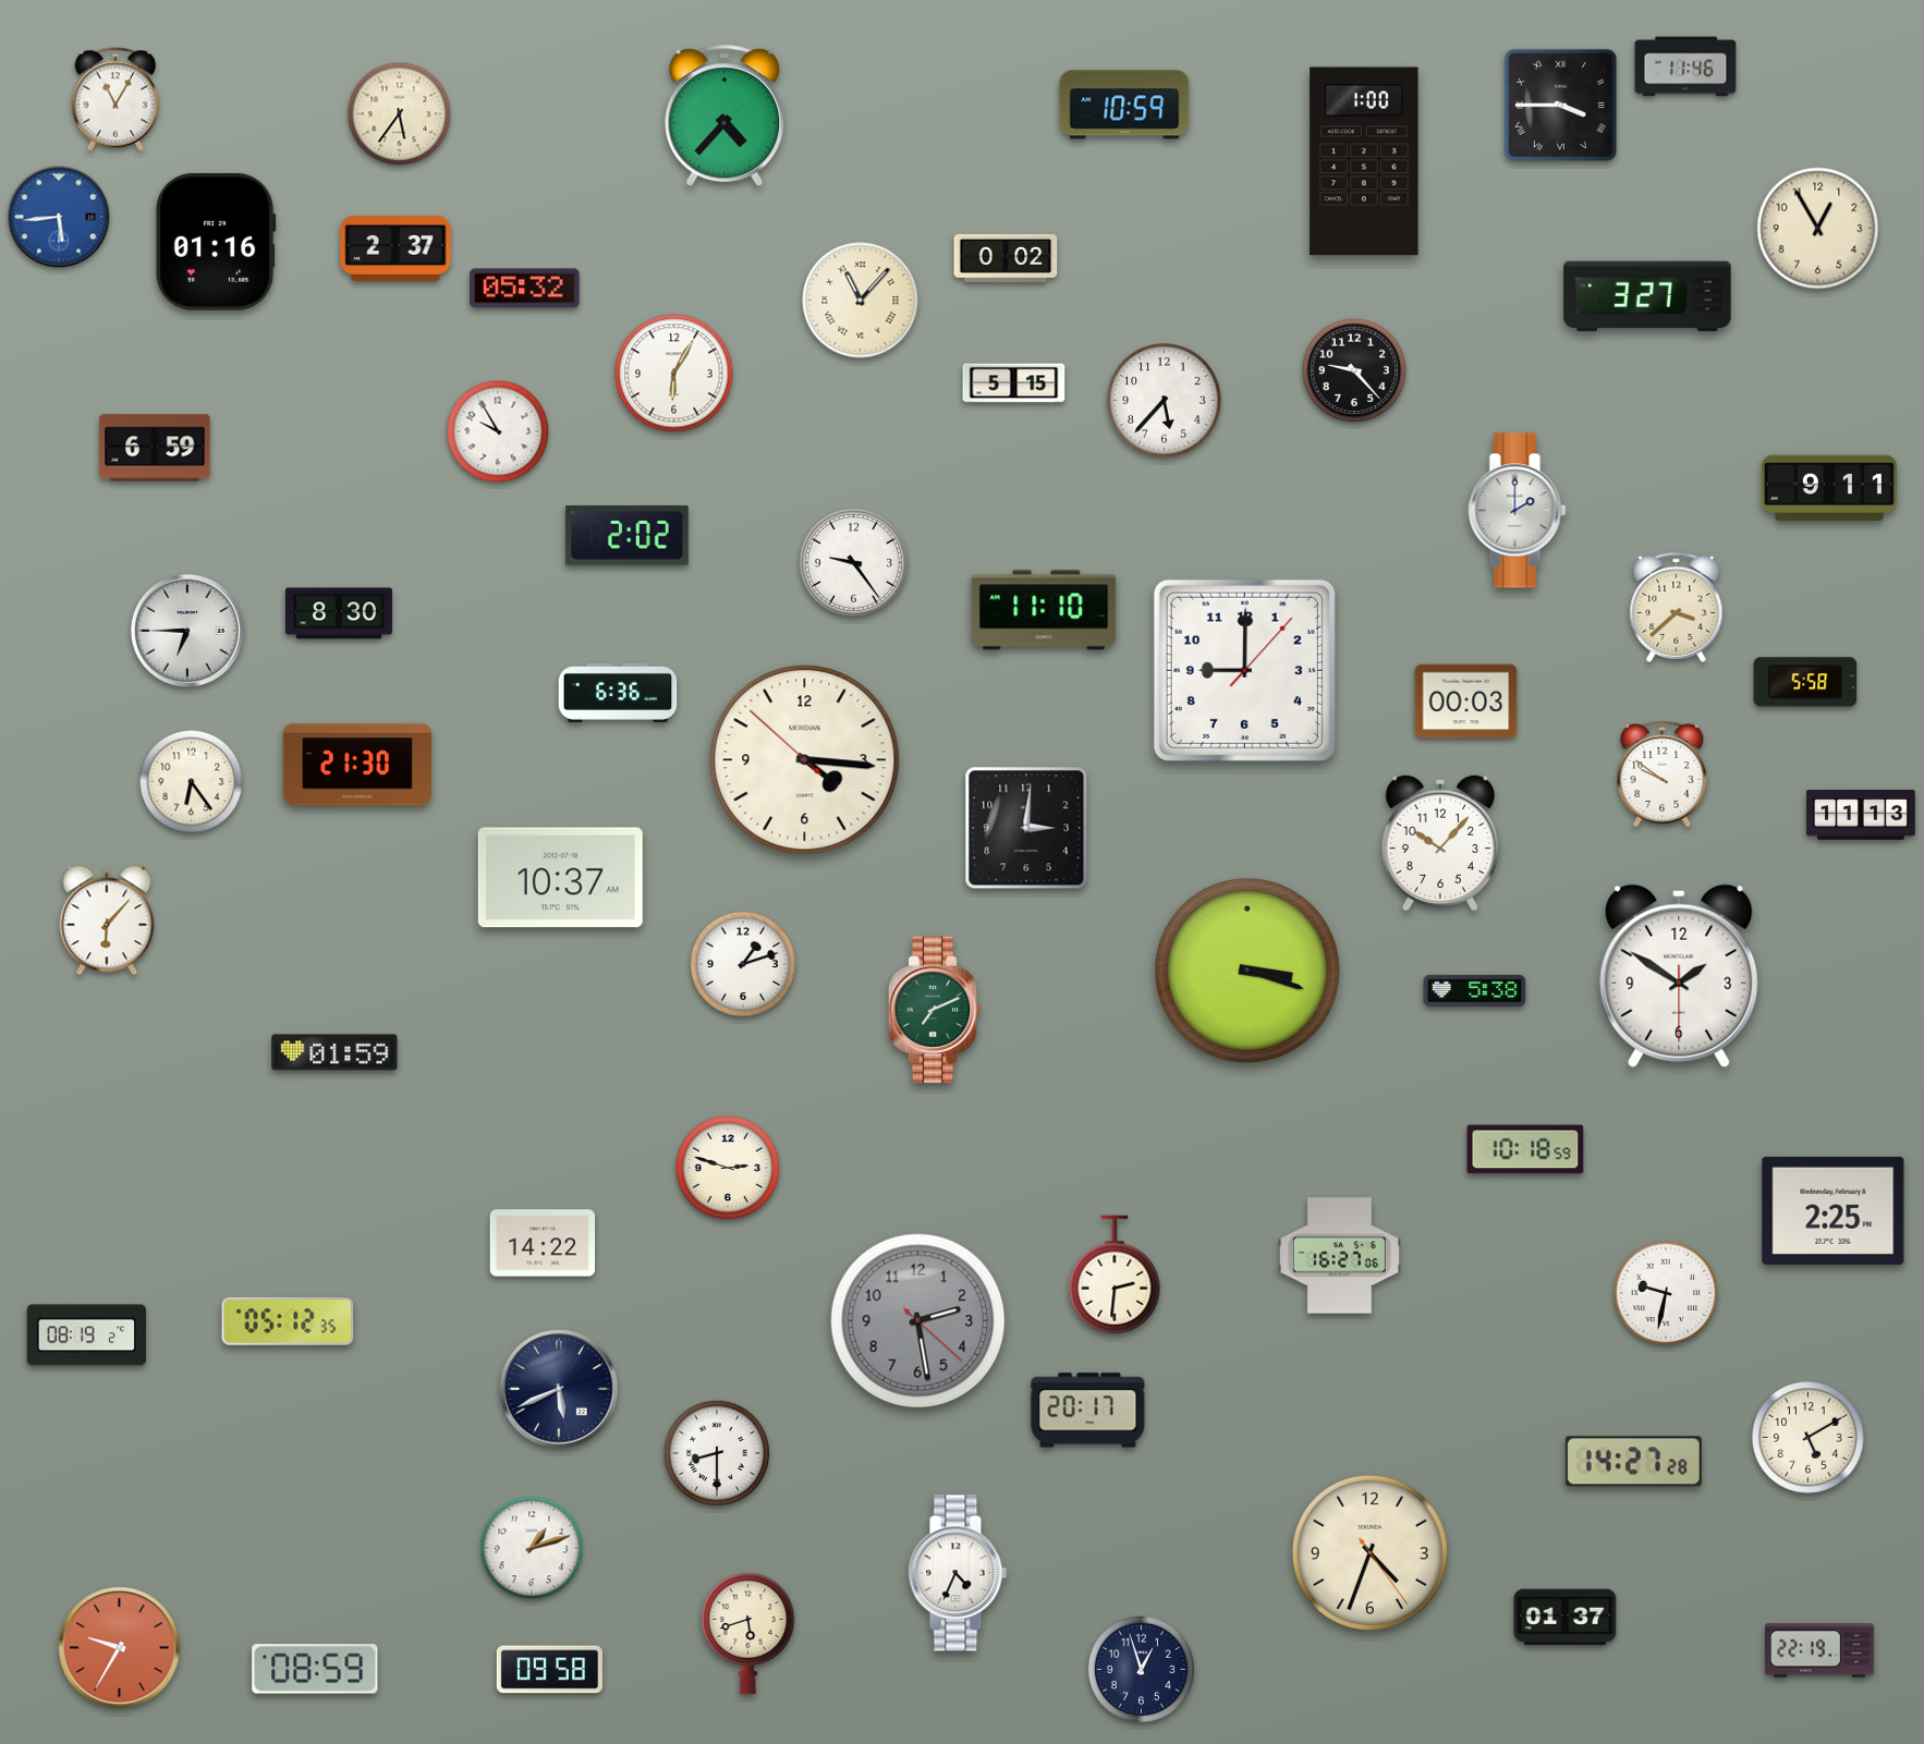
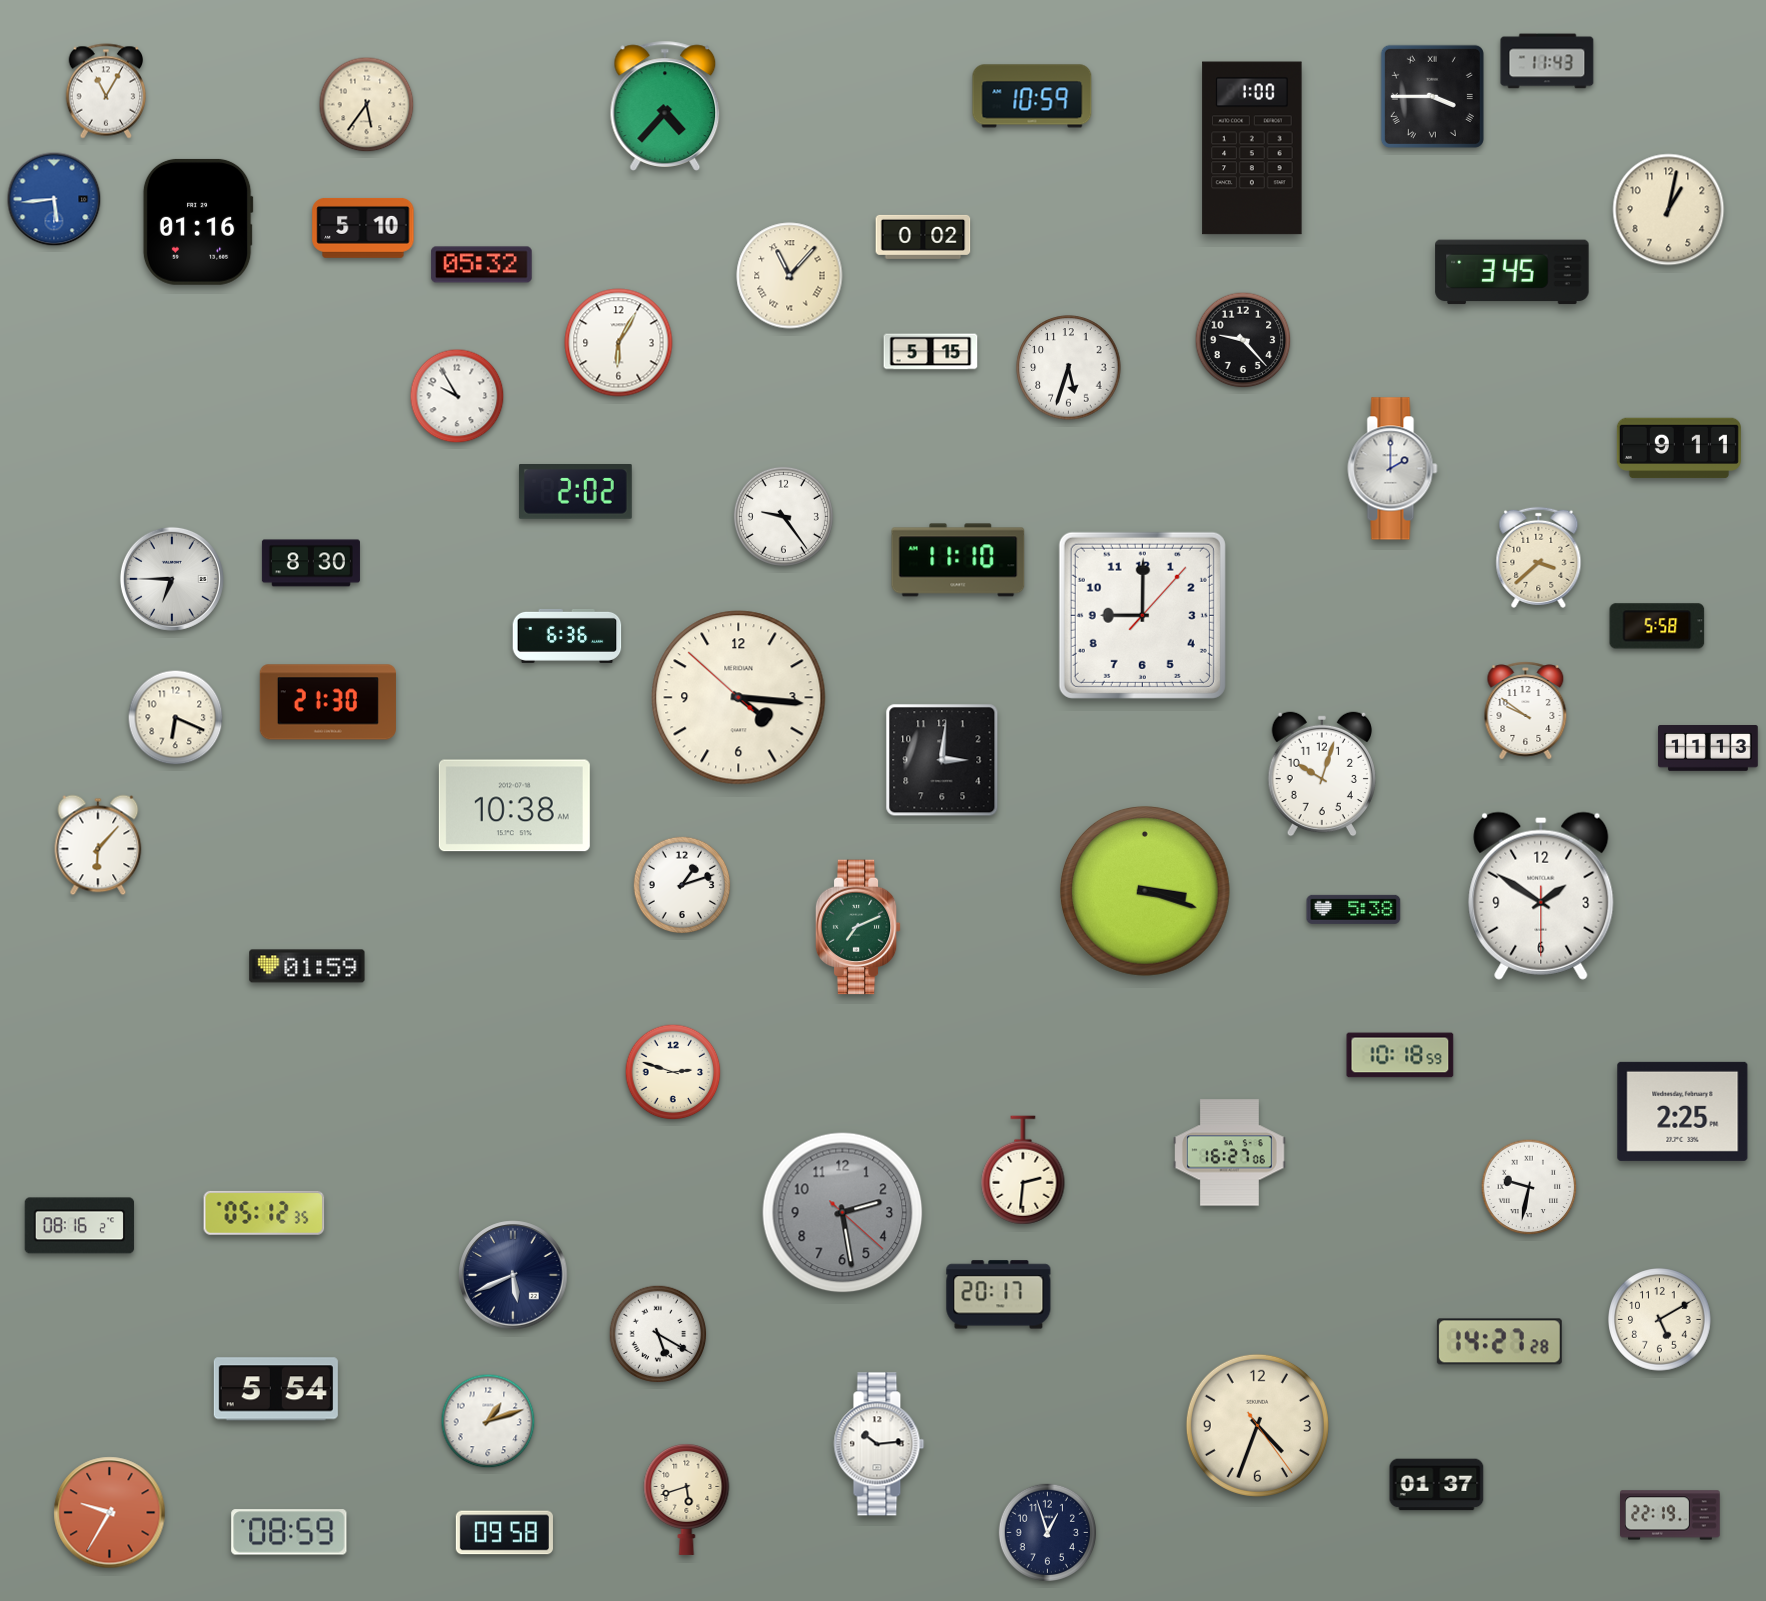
clock at (1685, 66): 11:46 -> 11:43
clock at (1818, 229): 12:55 -> 1:02
clock at (395, 248): 2:37 -> 5:10
clock at (1647, 296): 3:27 -> 3:45
clock at (1165, 401): 5:37 -> 5:33
clock at (155, 448): 6:59 -> none
clock at (1466, 702): 00:03 -> none
clock at (192, 782): 6:24 -> 6:19
clock at (1440, 843): 10:07 -> 10:03
clock at (560, 878): 10:37 -> 10:38
clock at (728, 1168) position: (728, 1168) -> (673, 1072)
clock at (543, 1243): 14:22 -> none
clock at (87, 1336): 08:19 -> 08:16
clock at (717, 1453): 8:30 -> 5:20
clock at (276, 1389): none -> 5:54
clock at (958, 1573): 4:34 -> 10:14
